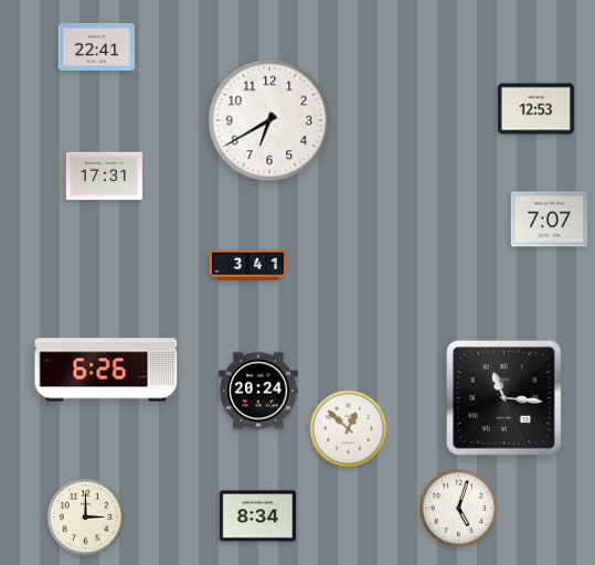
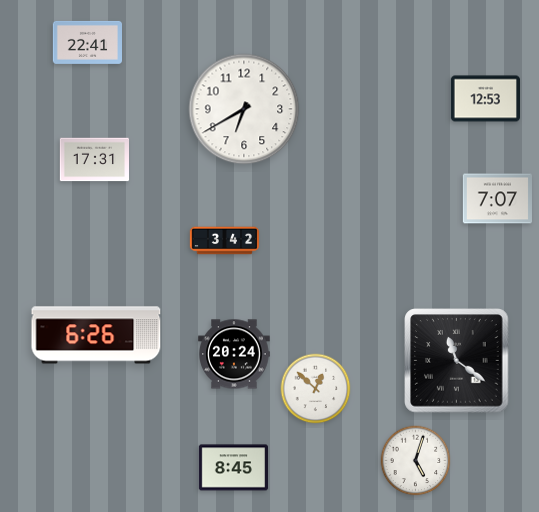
clock at (248, 266): 3:41 -> 3:42
clock at (504, 398): 11:16 -> 11:21
clock at (257, 516): 8:34 -> 8:45
clock at (86, 518): 3:00 -> none
